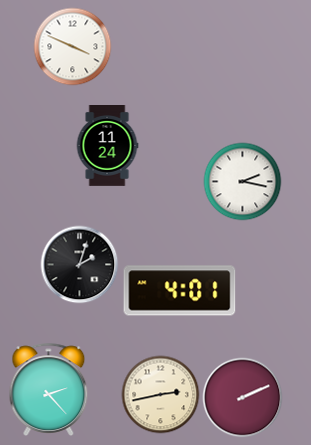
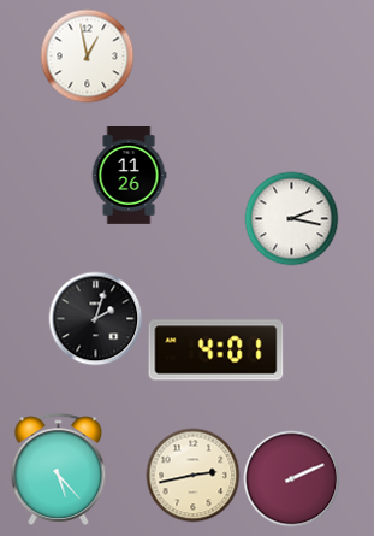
clock at (72, 46): 3:49 -> 12:58
clock at (107, 146): 11:24 -> 11:26
clock at (49, 389): 2:23 -> 5:23
